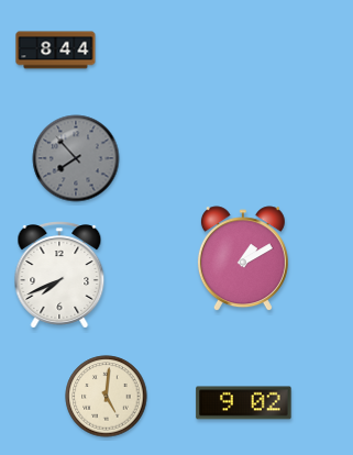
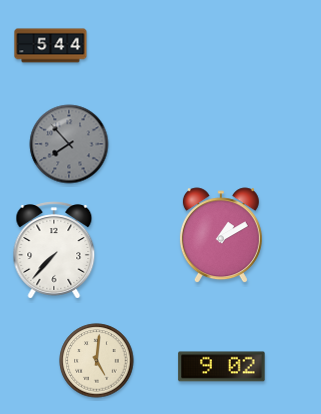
clock at (56, 51): 8:44 -> 5:44
clock at (59, 275): 7:41 -> 7:37
